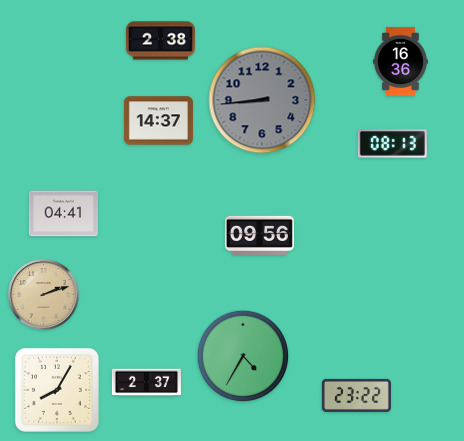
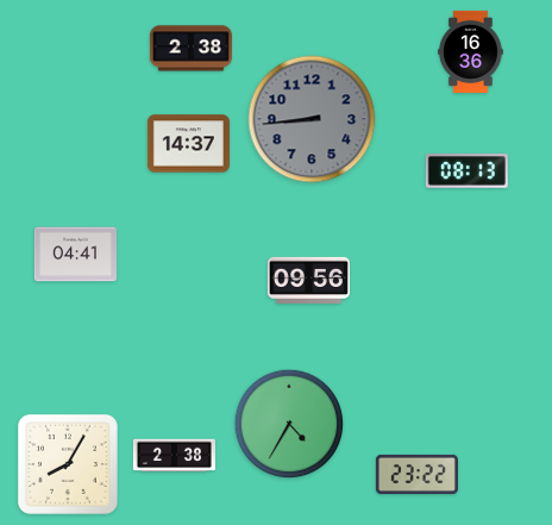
clock at (401, 61) position: (401, 61) -> (471, 51)
clock at (44, 295): 2:12 -> none
clock at (146, 383): 2:37 -> 2:38
clock at (356, 395) position: (356, 395) -> (416, 474)
